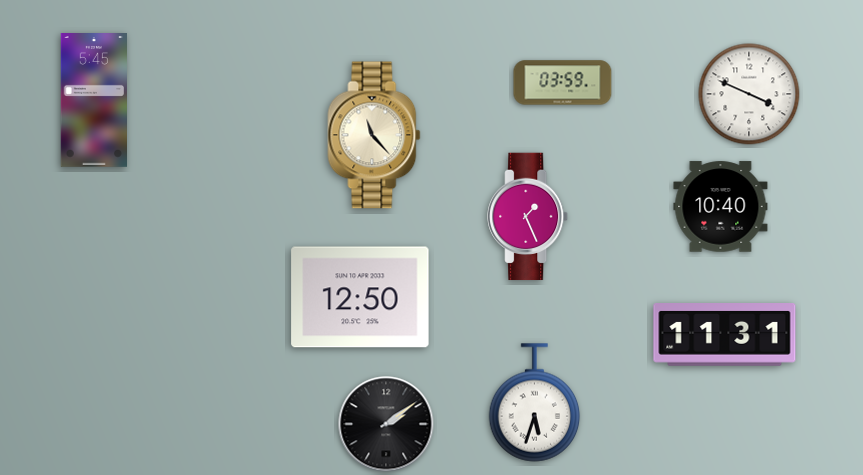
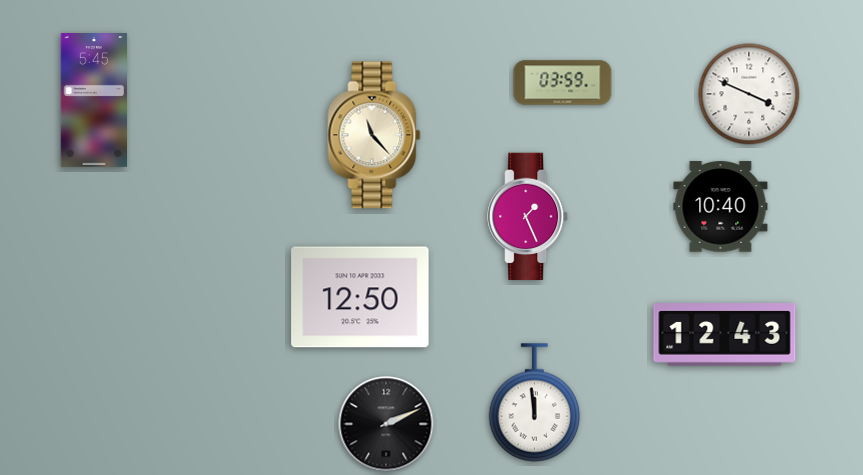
clock at (725, 335): 11:31 -> 12:43
clock at (535, 403): 5:33 -> 11:59
clock at (386, 424): 2:09 -> 2:11
